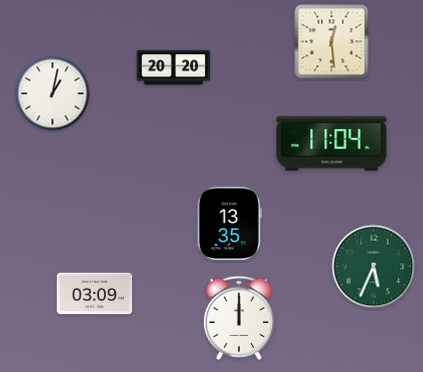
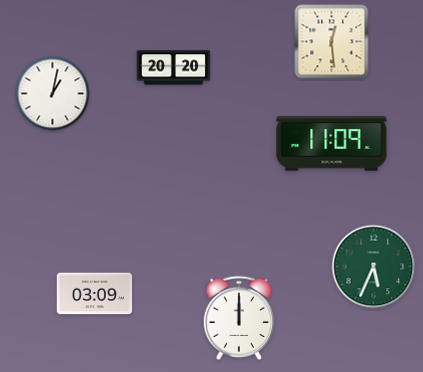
clock at (332, 144): 11:04 -> 11:09
clock at (229, 224): 13:35 -> none
